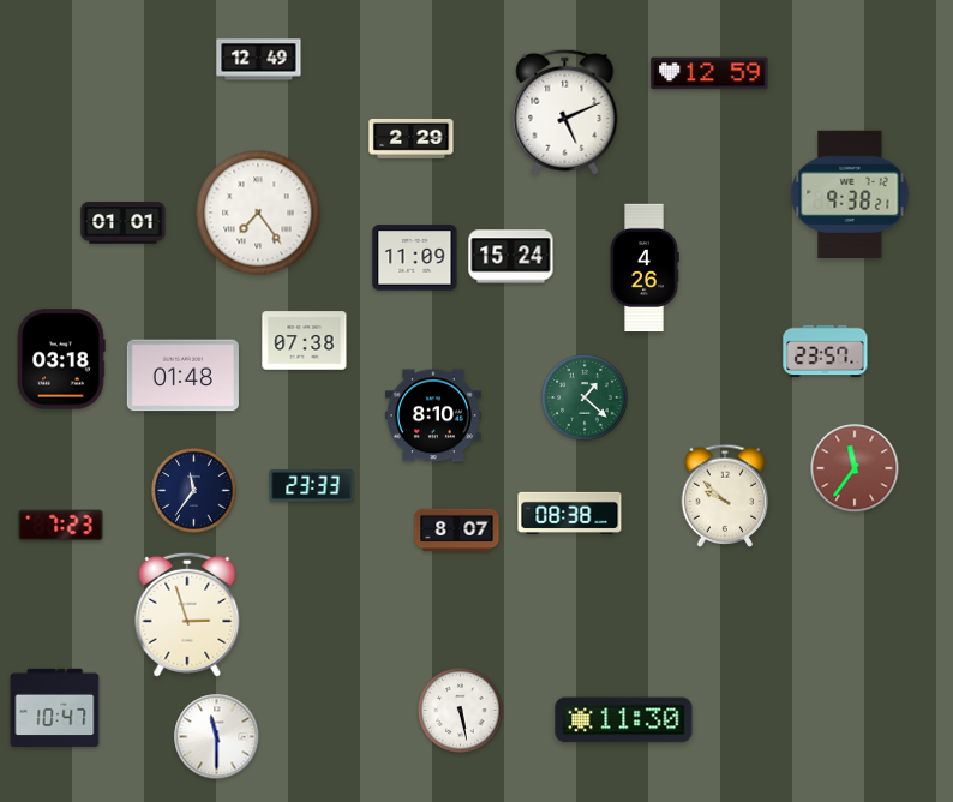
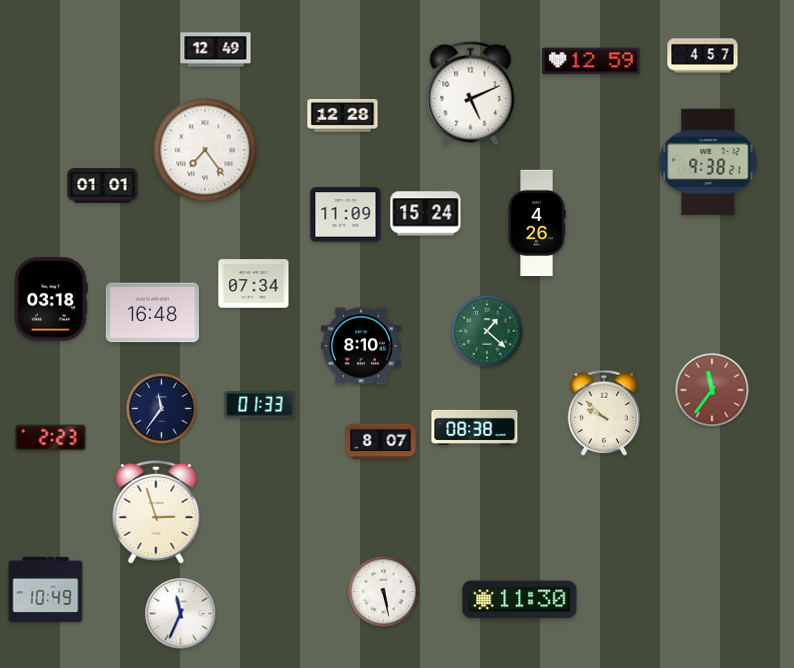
clock at (703, 56): none -> 4:57
clock at (412, 138): 2:29 -> 12:28
clock at (258, 213) position: (258, 213) -> (205, 150)
clock at (305, 341): 07:38 -> 07:34
clock at (826, 351): 23:57 -> none
clock at (182, 376): 01:48 -> 16:48
clock at (312, 486): 23:33 -> 01:33
clock at (61, 526): 7:23 -> 2:23
clock at (55, 708): 10:47 -> 10:49
clock at (217, 737): 11:30 -> 11:34
